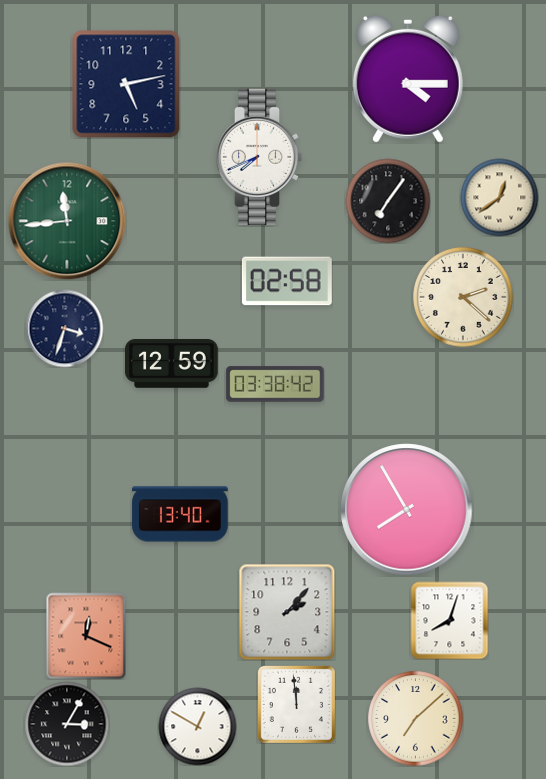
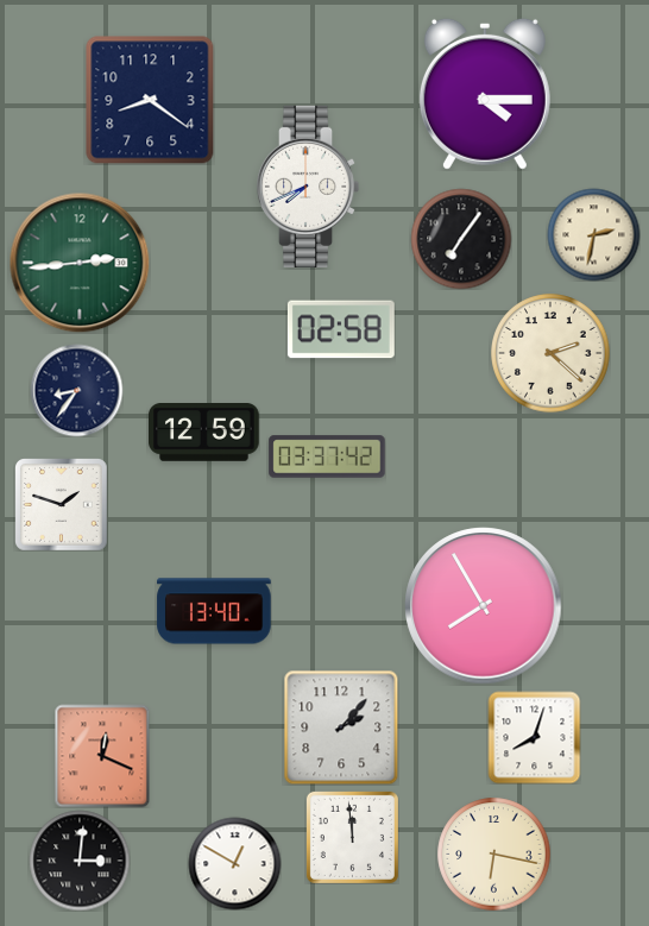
clock at (126, 84): 5:13 -> 8:21
clock at (499, 197): 12:39 -> 2:32
clock at (67, 221): 11:44 -> 2:44
clock at (287, 281) position: (287, 281) -> (341, 329)
clock at (64, 328): 3:33 -> 8:36
clock at (275, 384): 03:38 -> 03:37
clock at (62, 505): none -> 1:48
clock at (415, 718): 7:08 -> 6:17
clock at (67, 724): 3:05 -> 3:01
